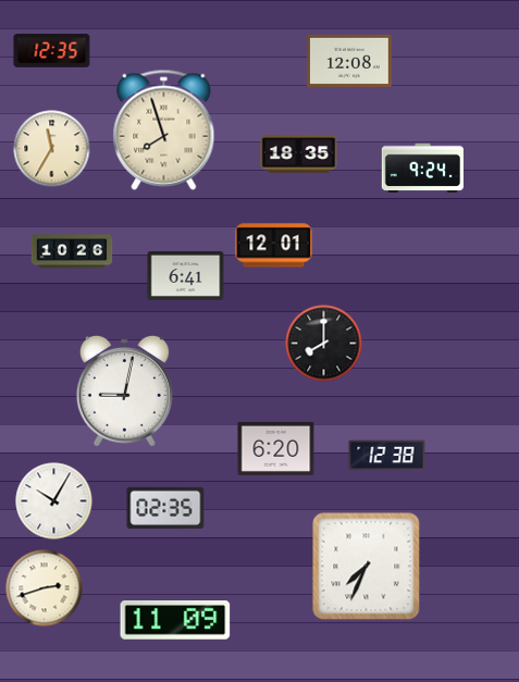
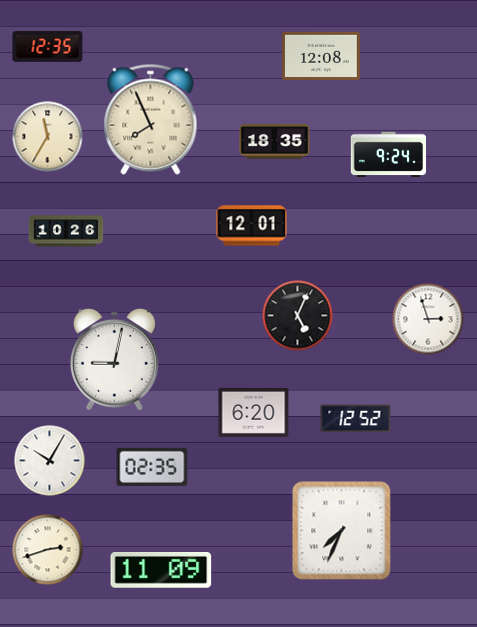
clock at (164, 129): 7:57 -> 7:56
clock at (186, 276): 6:41 -> none
clock at (324, 344): 8:00 -> 5:04
clock at (428, 319): none -> 2:57
clock at (387, 456): 12:38 -> 12:52
clock at (367, 567) position: (367, 567) -> (342, 531)
clock at (45, 588) position: (45, 588) -> (48, 550)
